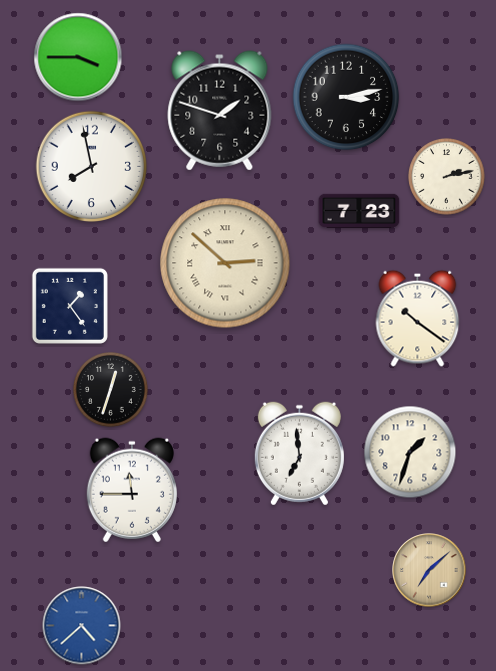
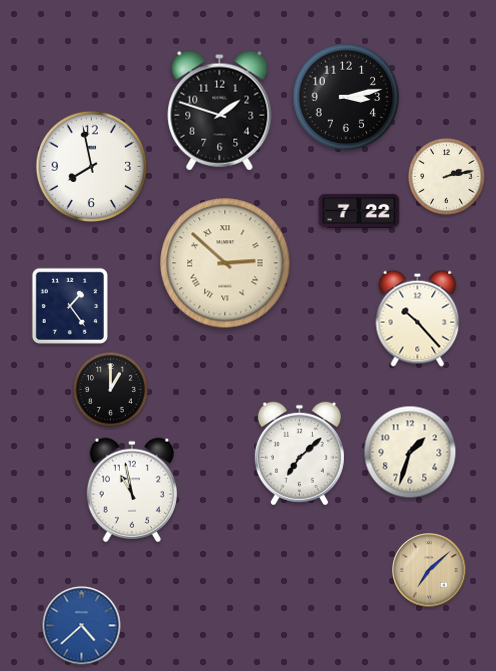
clock at (78, 57): 3:45 -> none
clock at (359, 210): 7:23 -> 7:22
clock at (418, 318): 10:21 -> 10:23
clock at (111, 390): 12:33 -> 1:00
clock at (299, 454): 6:59 -> 7:08
clock at (132, 490): 11:45 -> 10:58
